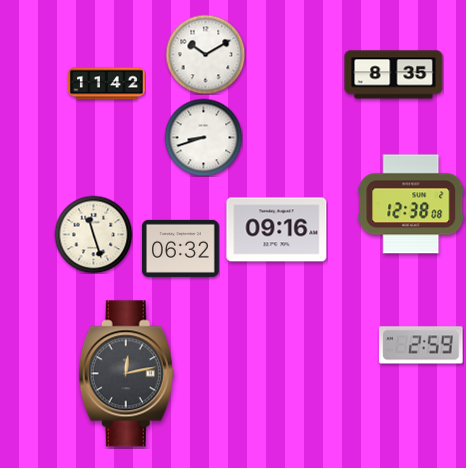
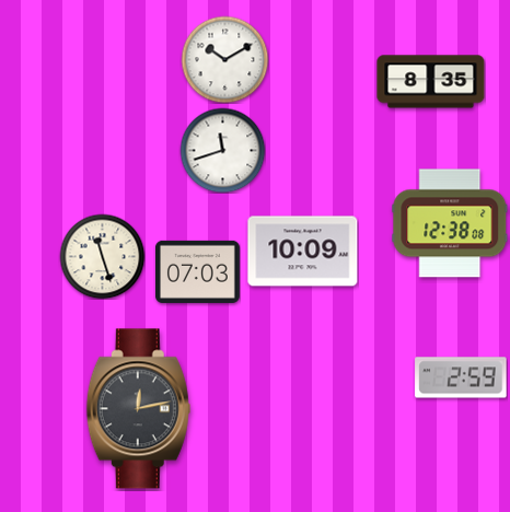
clock at (107, 84): 11:42 -> none
clock at (203, 137): 8:42 -> 11:42
clock at (277, 230): 09:16 -> 10:09
clock at (180, 248): 06:32 -> 07:03
